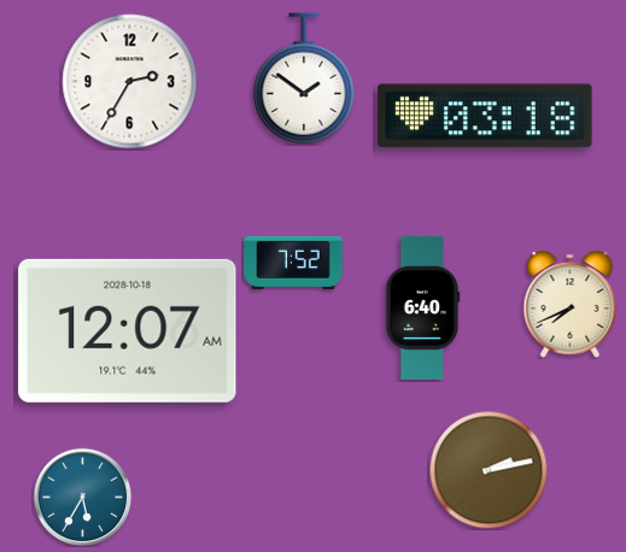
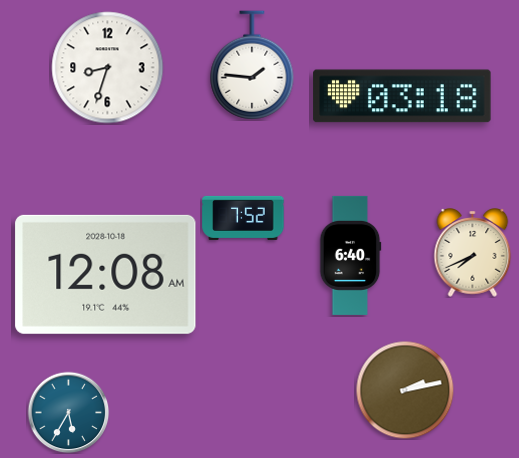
clock at (304, 78): 1:51 -> 1:46
clock at (130, 82): 2:35 -> 8:33
clock at (128, 330): 12:07 -> 12:08
